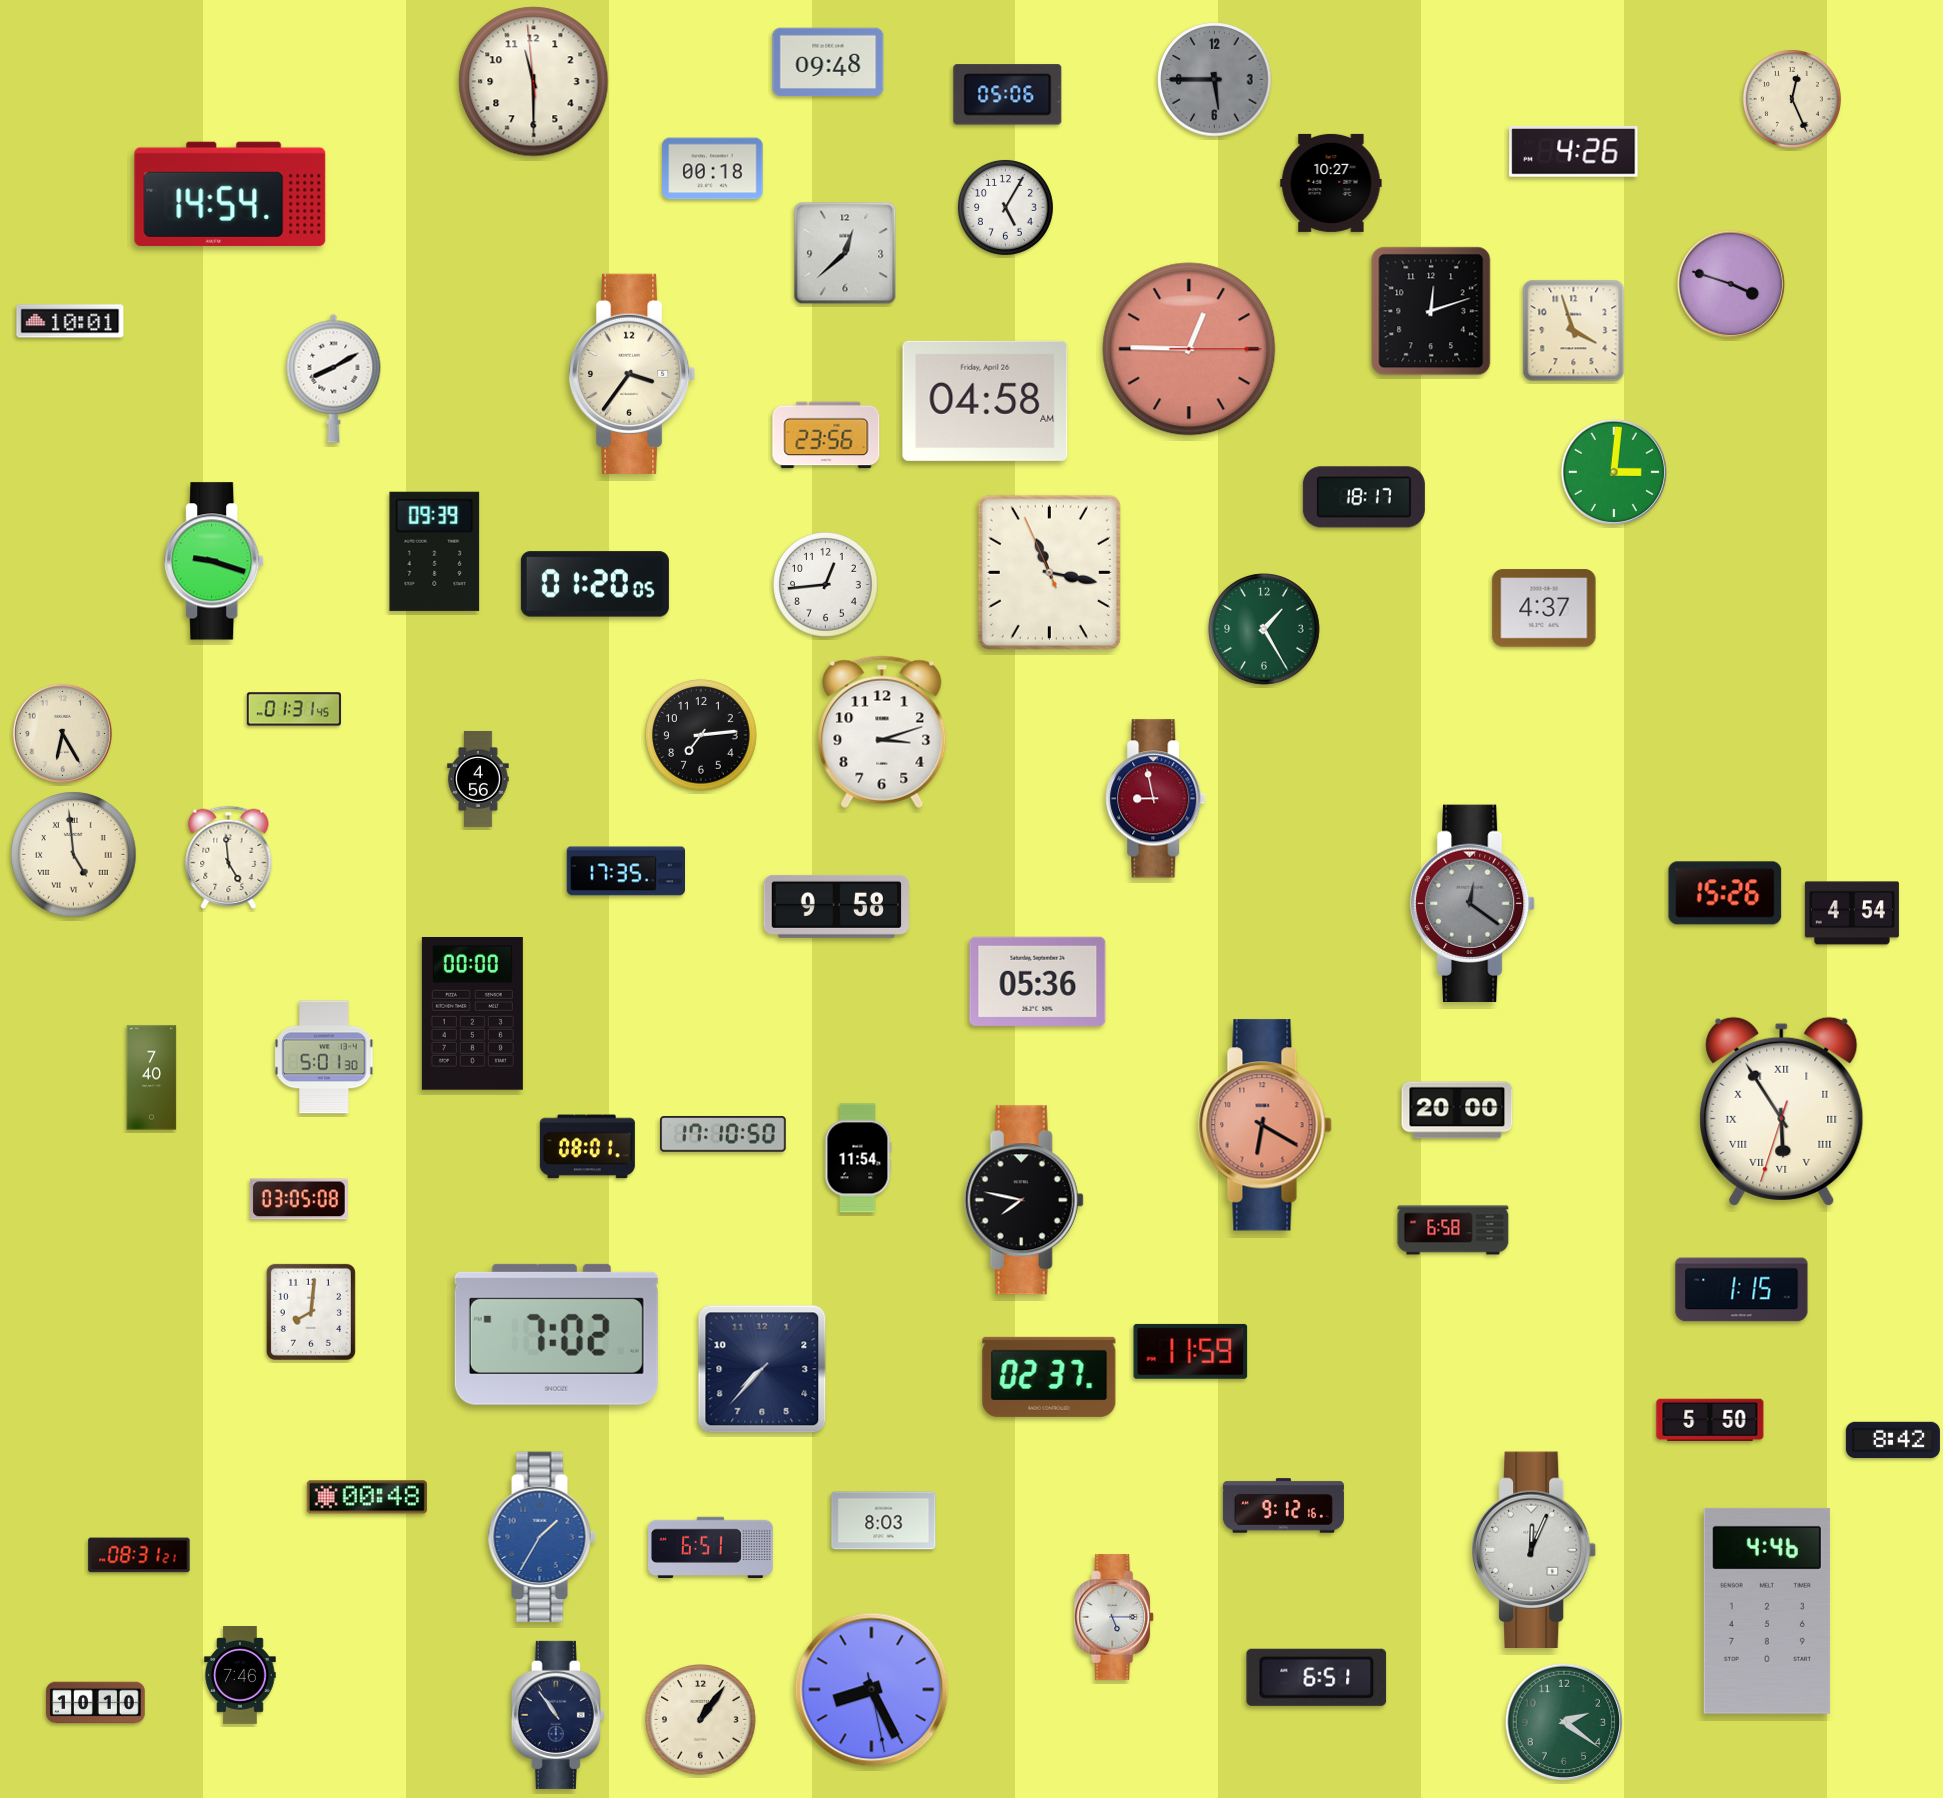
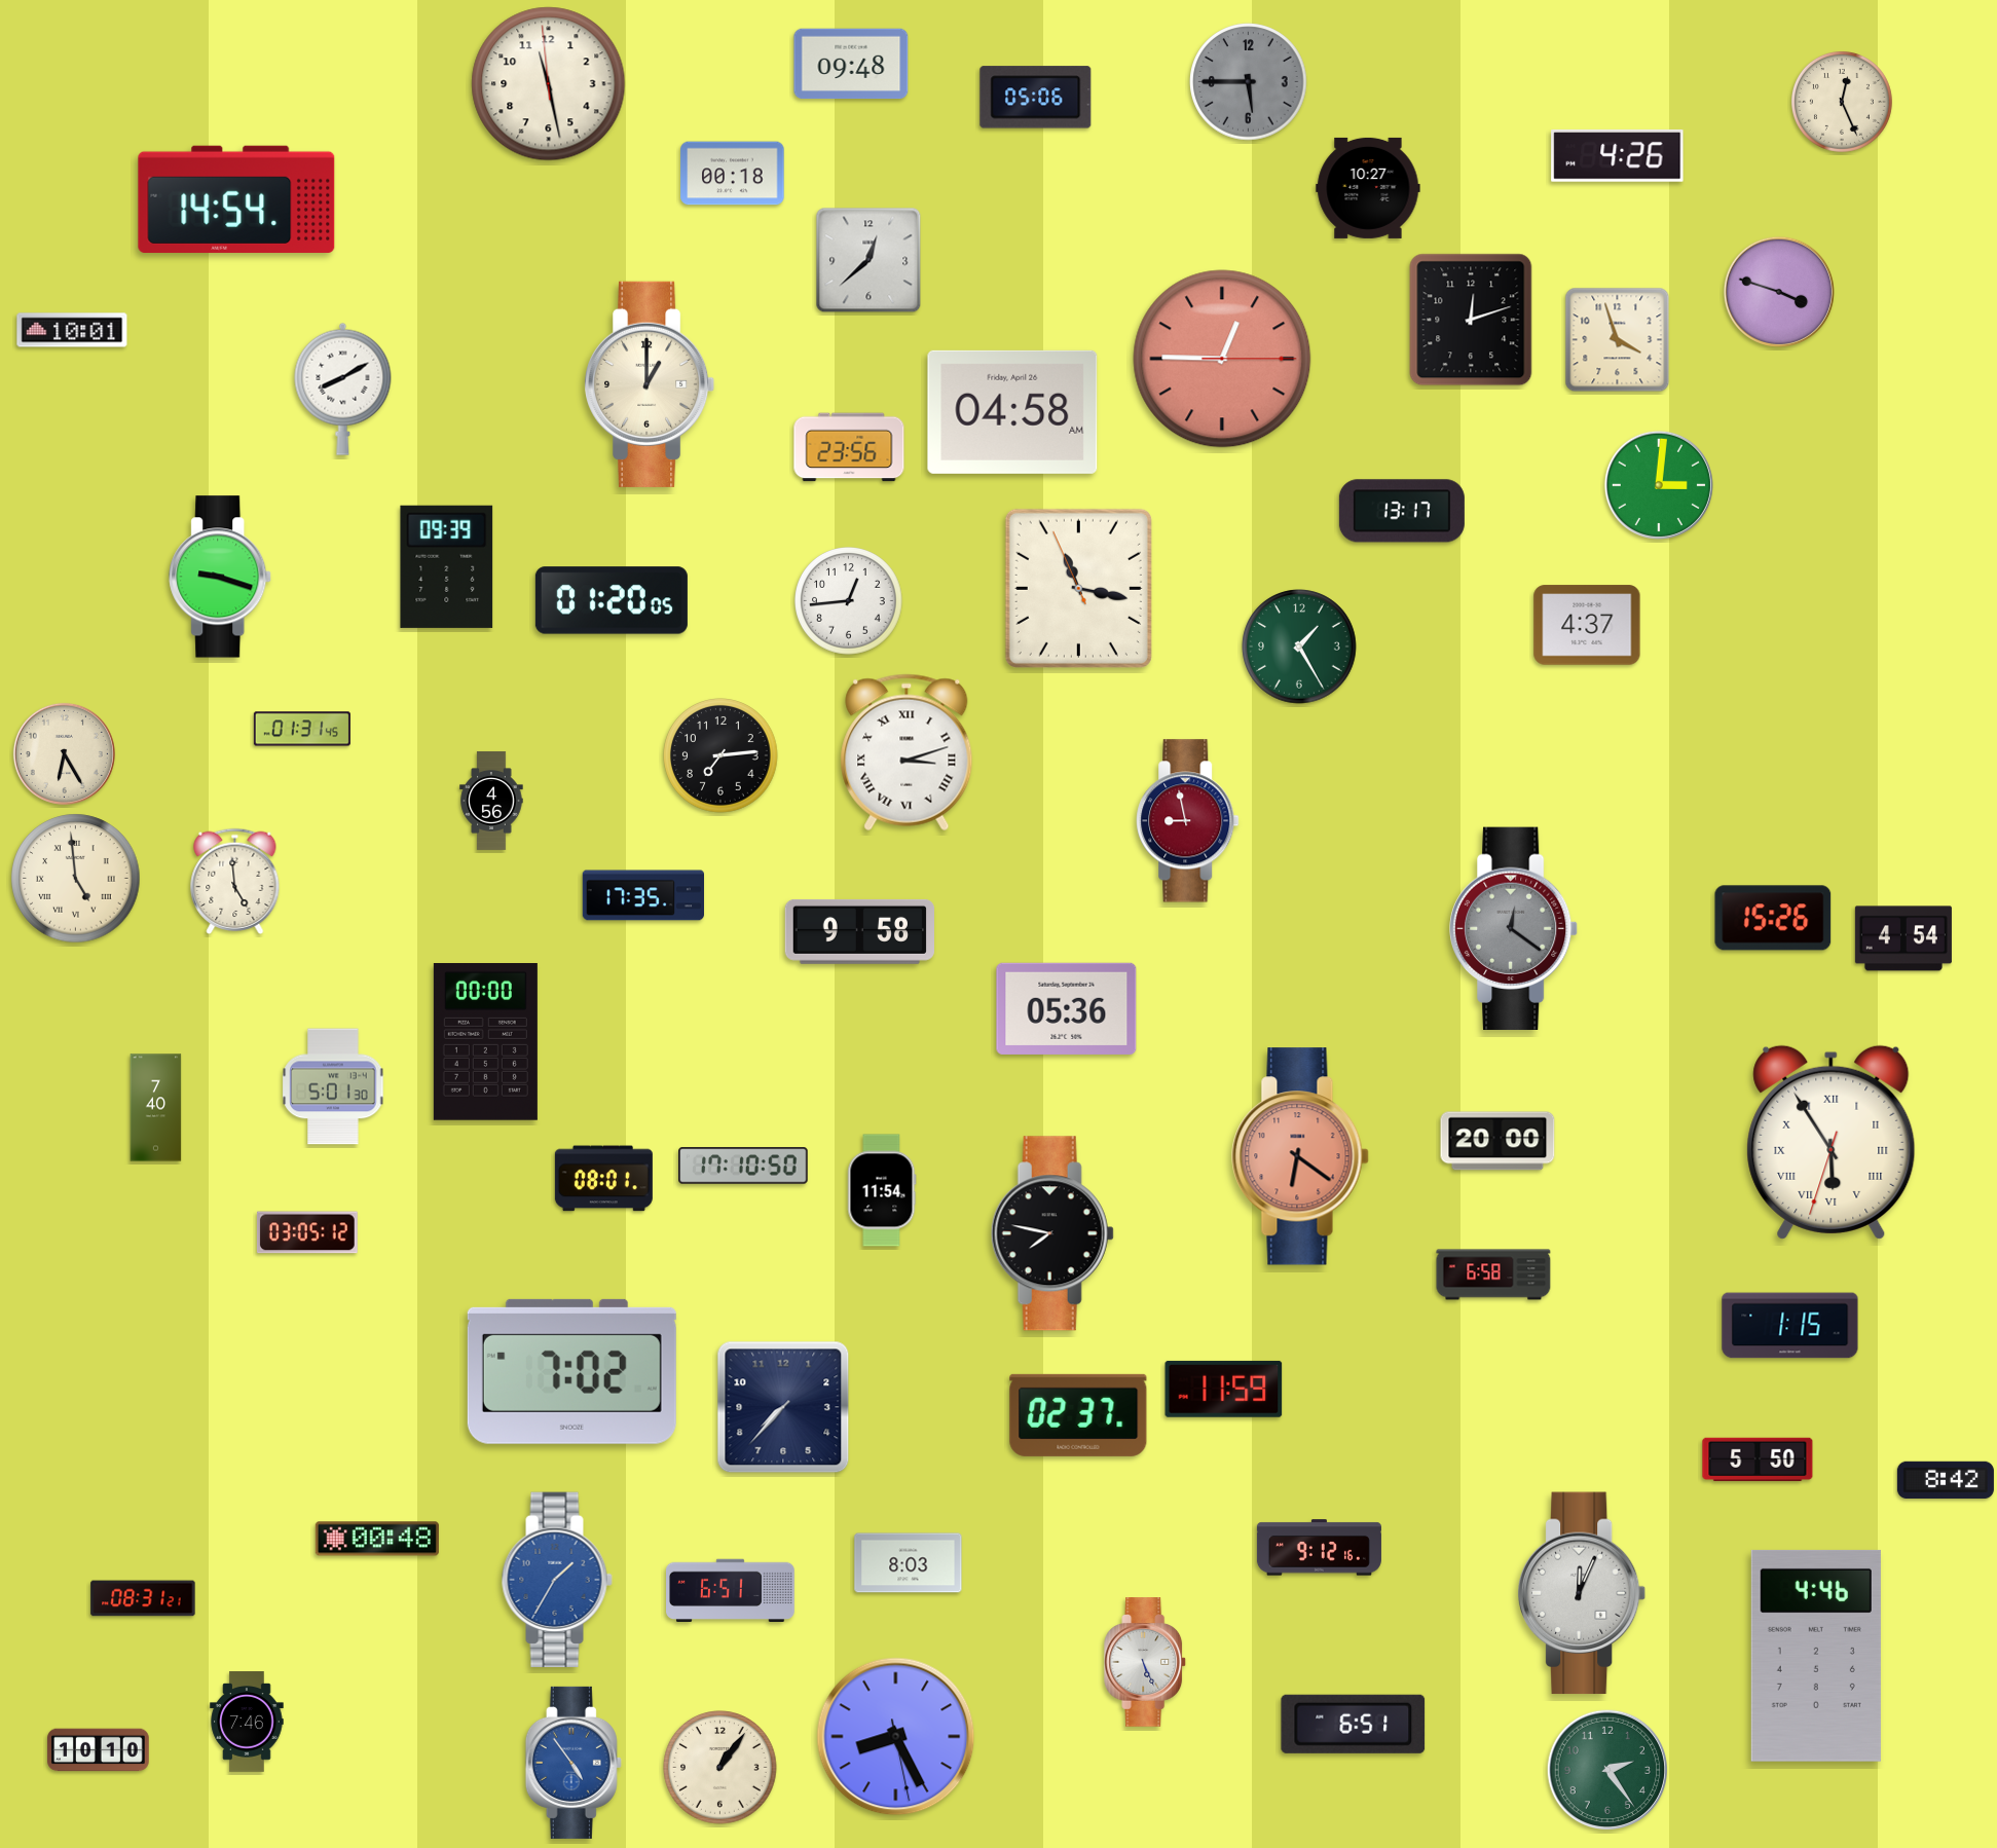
clock at (534, 82): 11:29 -> 11:27
clock at (1005, 207): 5:05 -> none
clock at (633, 374): 3:36 -> 1:00
clock at (1364, 497): 18:17 -> 13:17
clock at (882, 732) numerals: Arabic -> Roman
clock at (1265, 1125): 6:20 -> 6:21
clock at (299, 1199): 03:05:08 -> 03:05:12
clock at (1453, 1230) position: (1453, 1230) -> (1493, 1274)
clock at (311, 1312): 8:01 -> none
clock at (1534, 1550) position: (1534, 1550) -> (1582, 1593)
clock at (1115, 1617): 5:15 -> 5:26
clock at (558, 1715): 10:54 -> 4:54
clock at (558, 1715) dial: navy -> blue
clock at (1563, 1721): 2:21 -> 2:24
